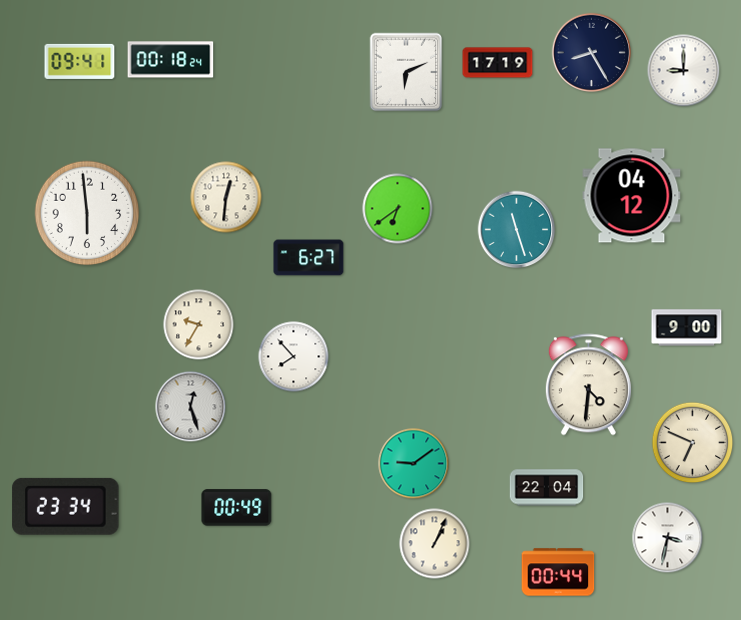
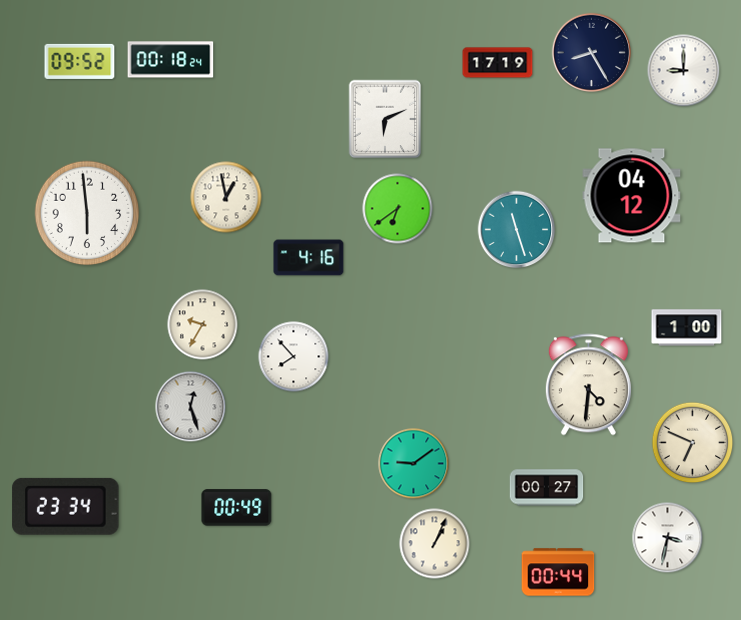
clock at (80, 61): 09:41 -> 09:52
clock at (406, 72) position: (406, 72) -> (385, 119)
clock at (226, 197): 12:31 -> 12:58
clock at (309, 258): 6:27 -> 4:16
clock at (199, 325) position: (199, 325) -> (203, 325)
clock at (687, 328): 9:00 -> 1:00
clock at (547, 488): 22:04 -> 00:27
